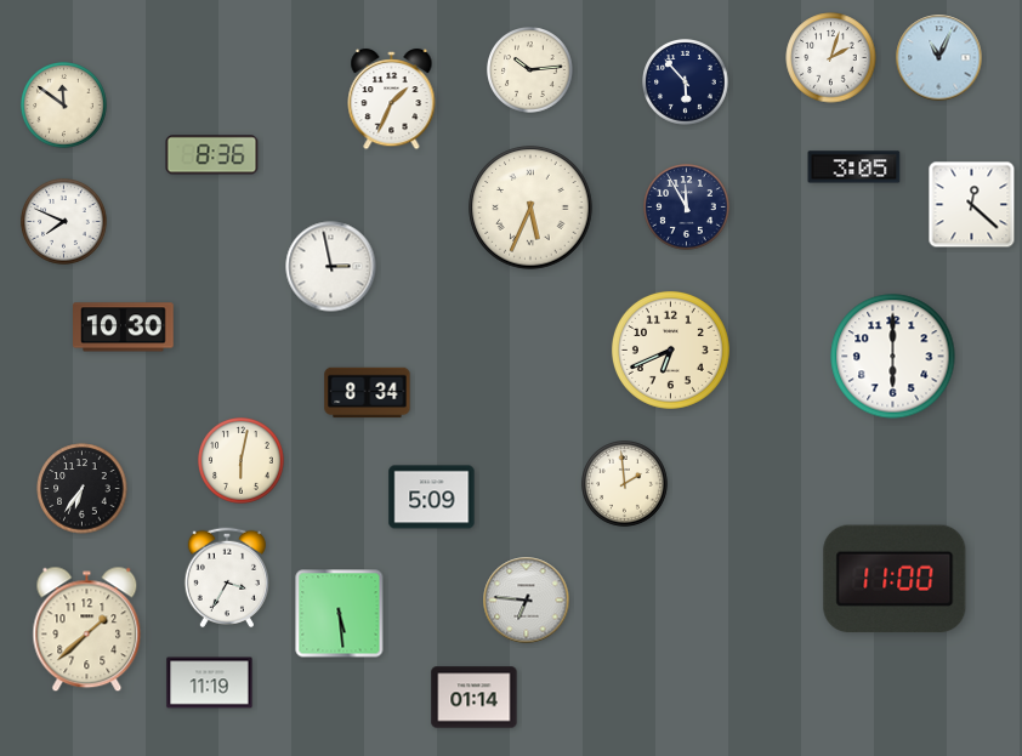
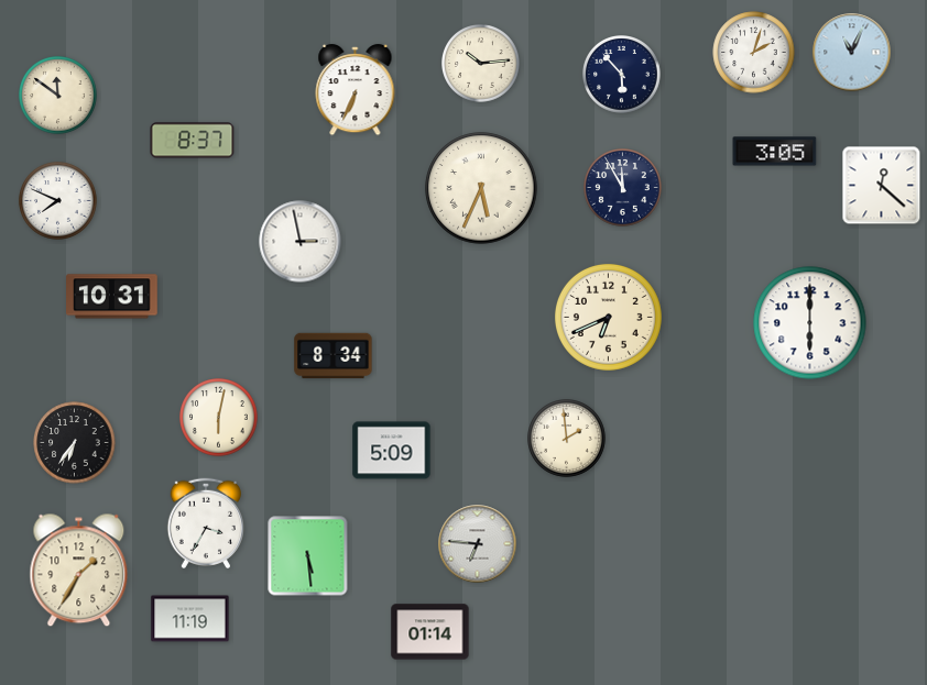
clock at (392, 100): 1:34 -> 6:34
clock at (212, 155): 8:36 -> 8:37
clock at (124, 328): 10:30 -> 10:31
clock at (895, 579): 11:00 -> none
clock at (87, 630): 1:38 -> 1:35
